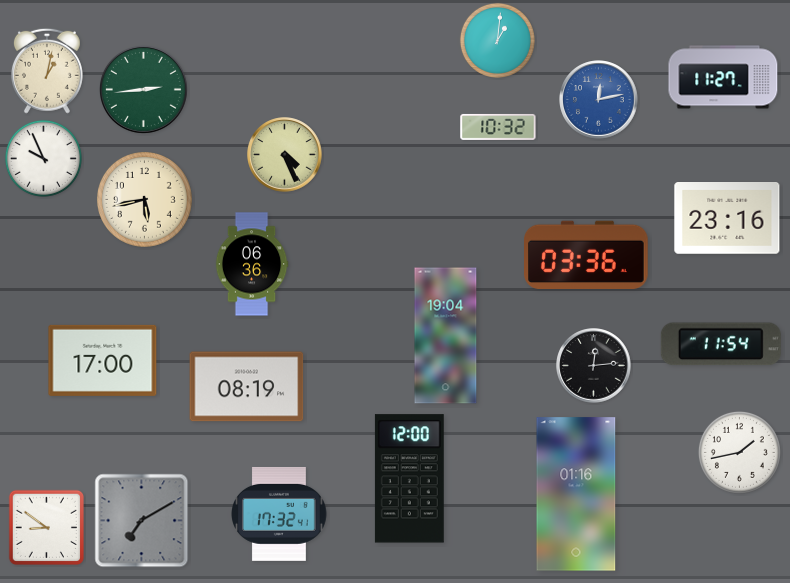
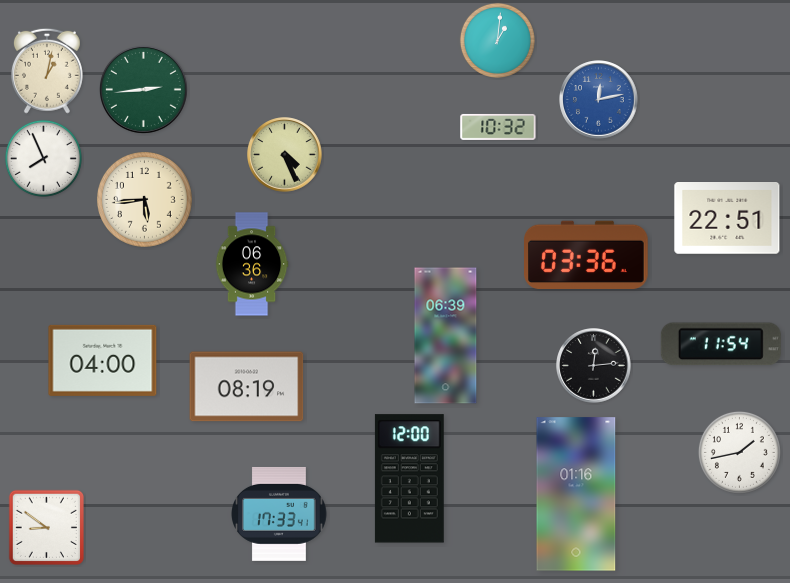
clock at (723, 77): 11:27 -> none
clock at (43, 158): 9:56 -> 7:56
clock at (145, 200): 5:43 -> 5:44
clock at (727, 219): 23:16 -> 22:51
clock at (446, 336): 19:04 -> 06:39
clock at (103, 360): 17:00 -> 04:00
clock at (280, 514): 17:32 -> 17:33
clock at (142, 521): 7:10 -> none
